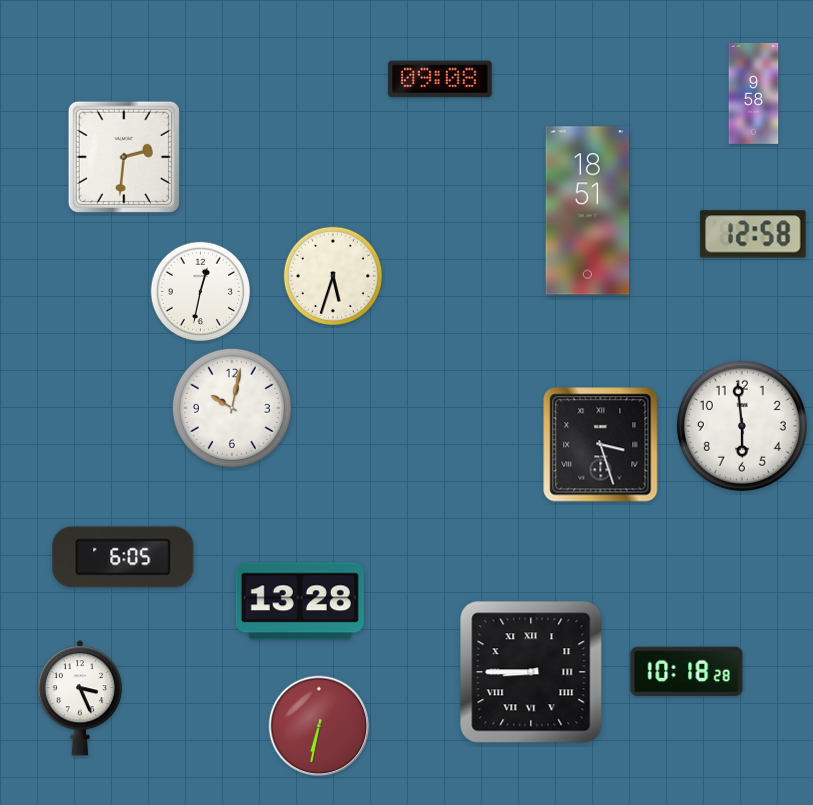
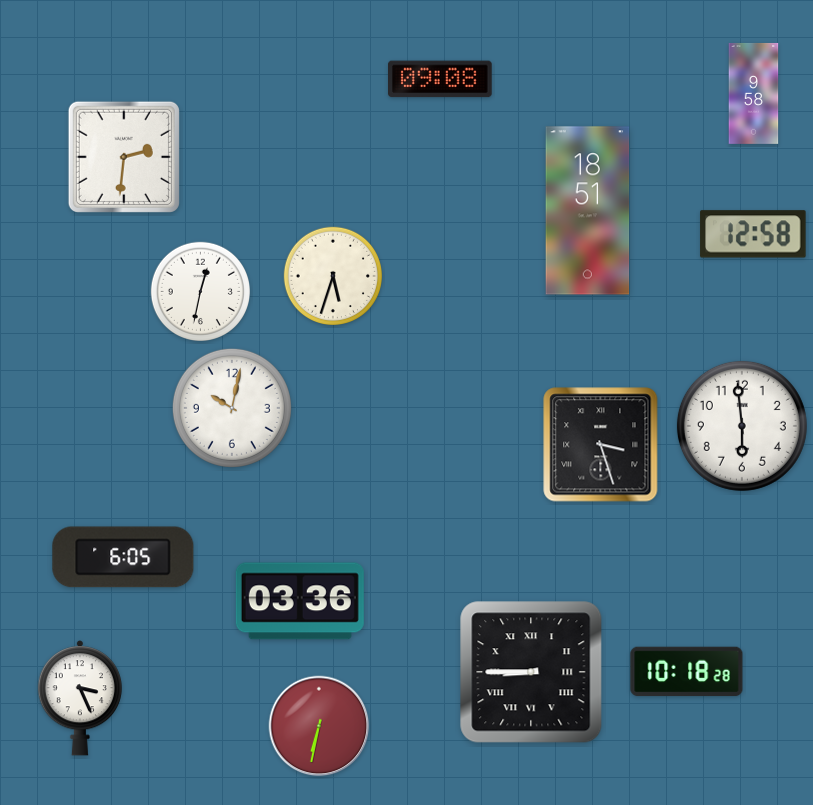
clock at (300, 601): 13:28 -> 03:36
